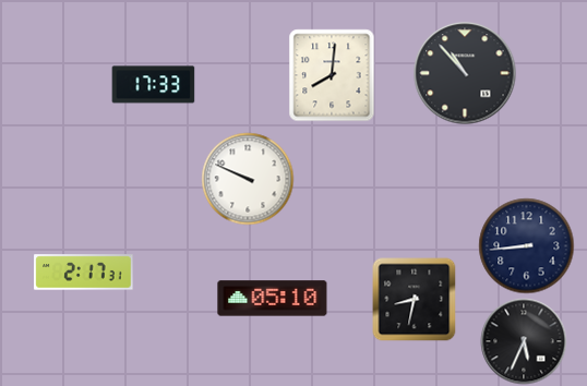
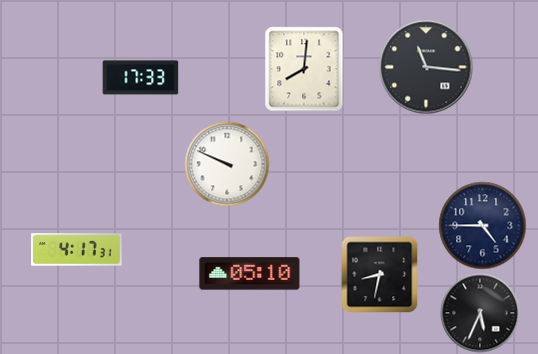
clock at (465, 73): 10:53 -> 11:16
clock at (527, 246): 8:44 -> 4:45
clock at (84, 273): 2:17 -> 4:17
